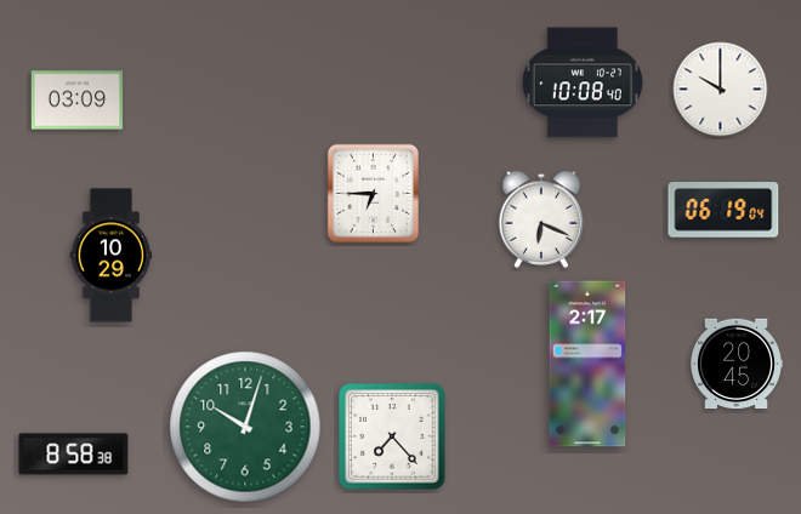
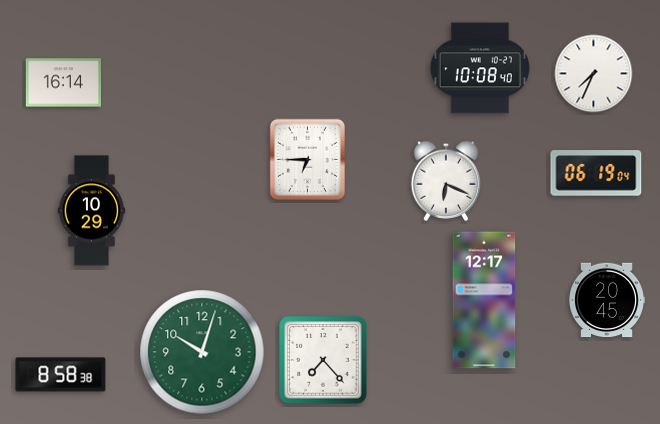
clock at (721, 90): 10:00 -> 7:34
clock at (76, 101): 03:09 -> 16:14
clock at (587, 364): 2:17 -> 12:17
